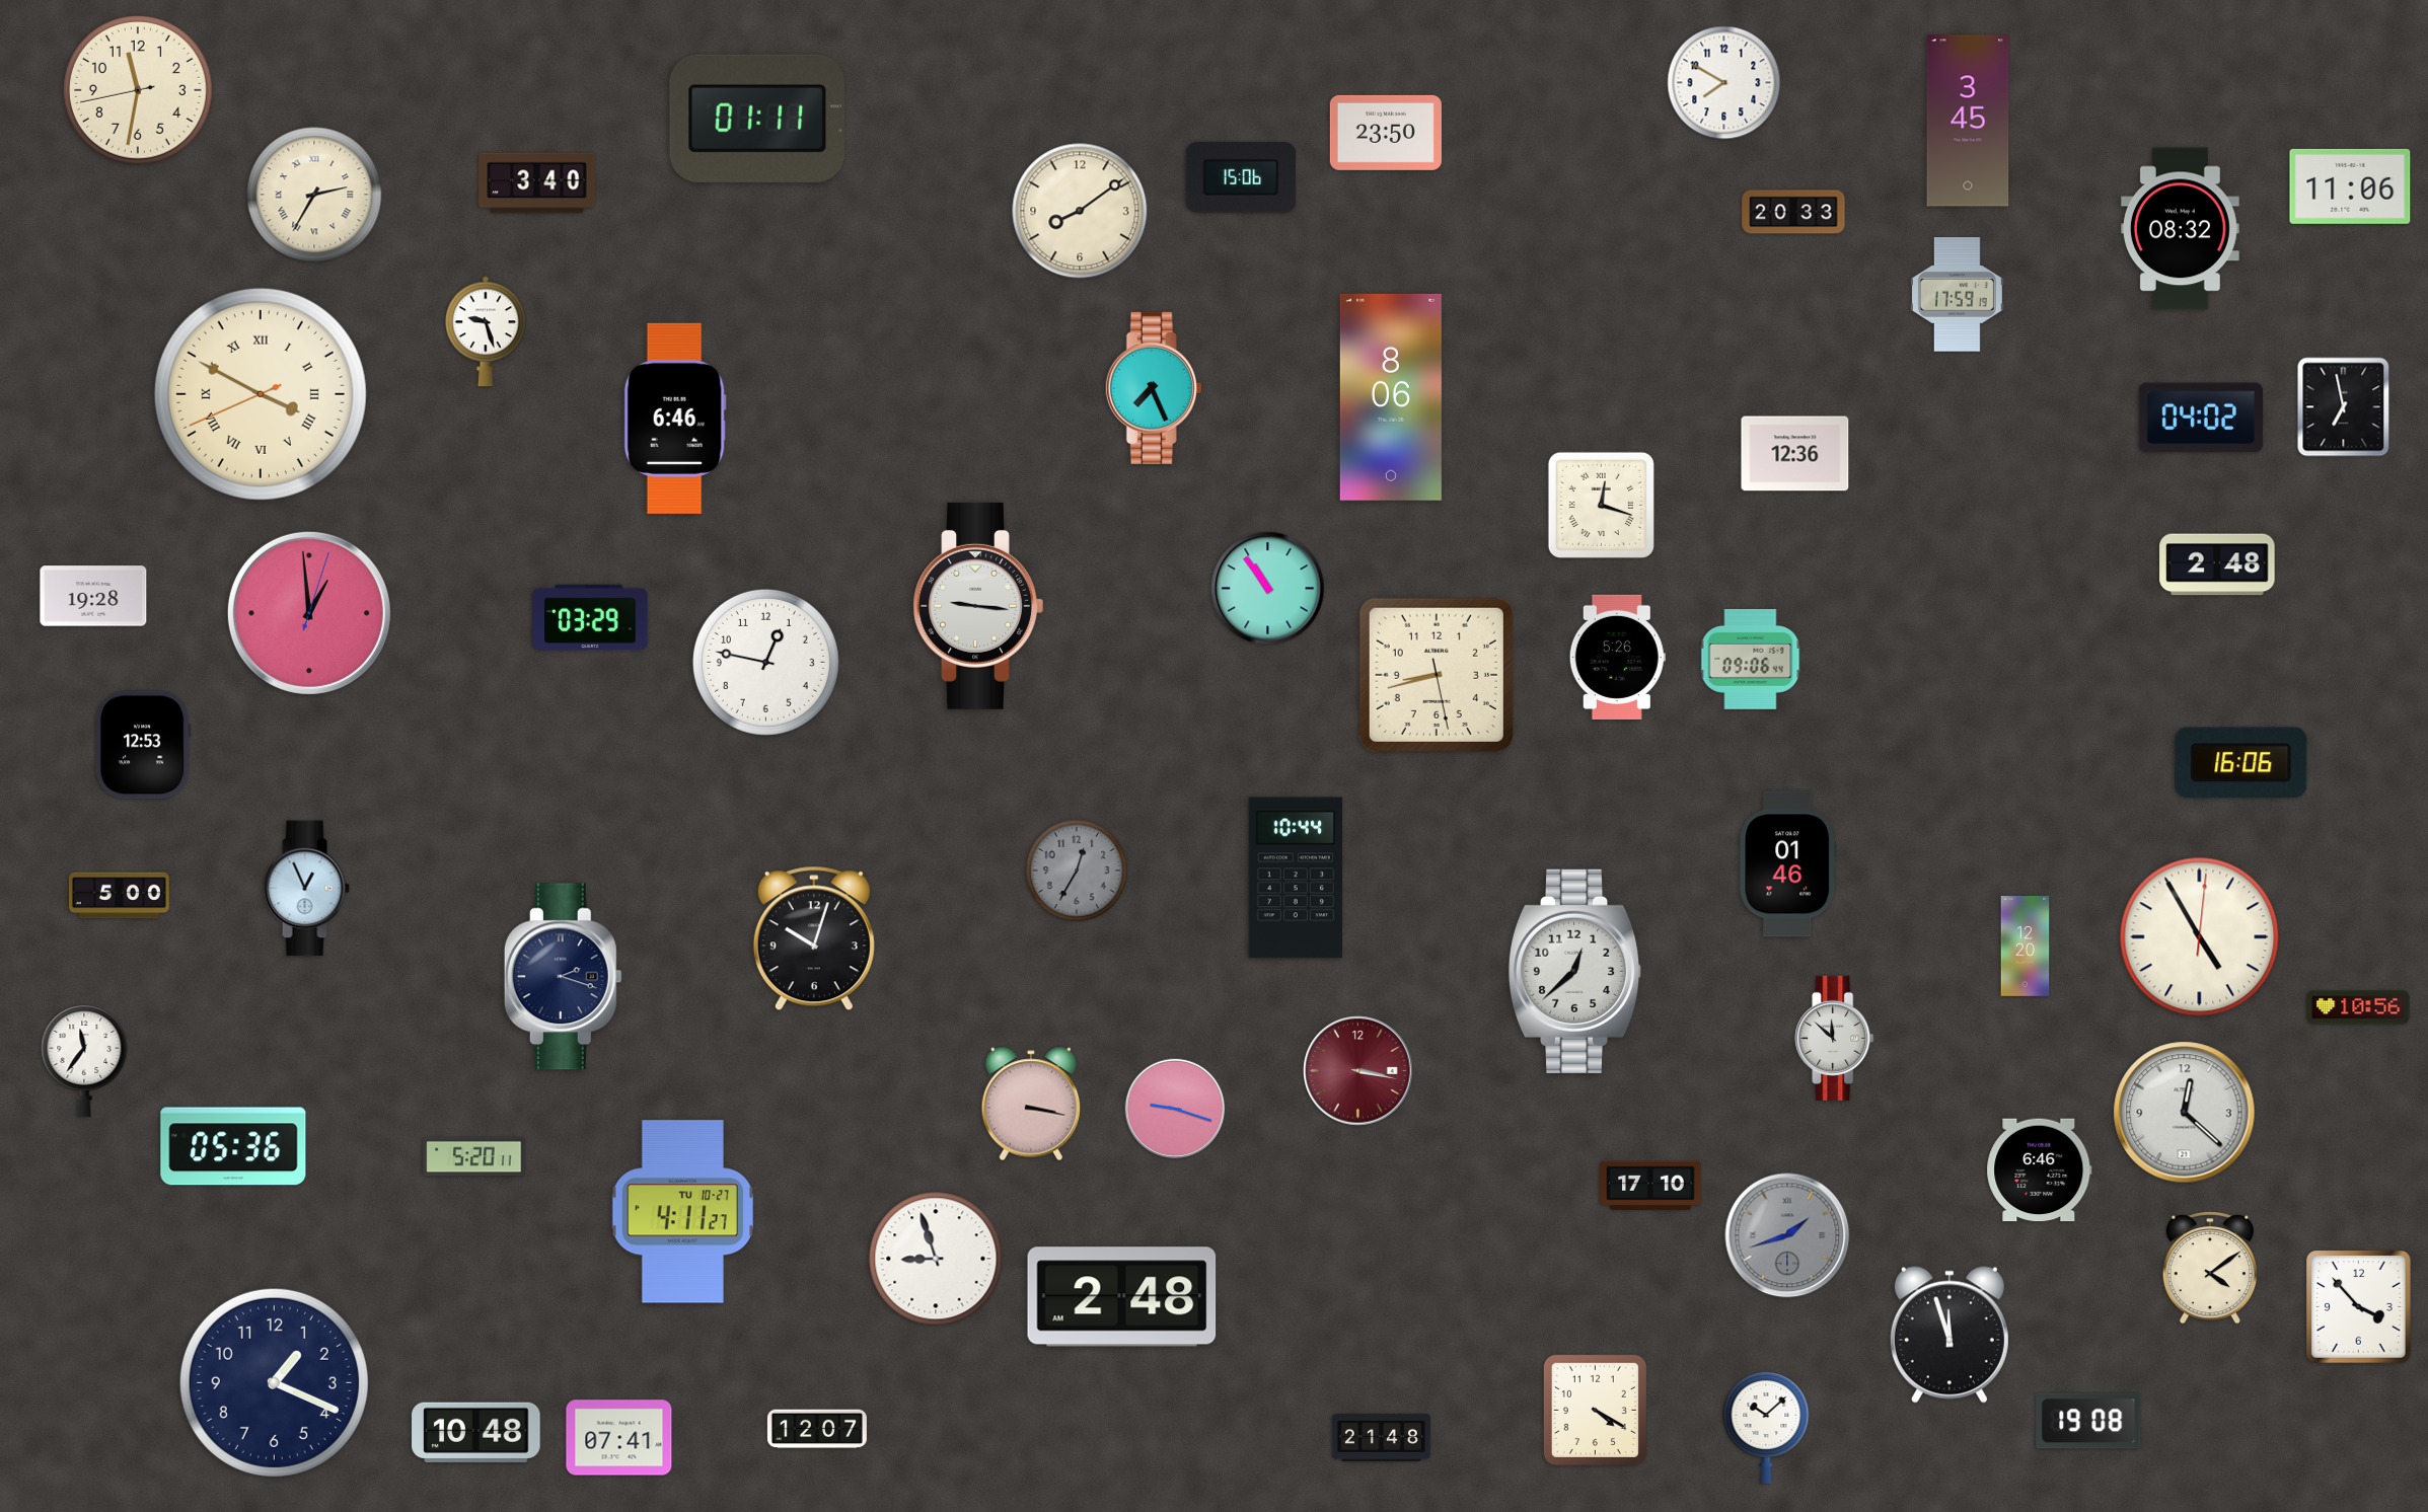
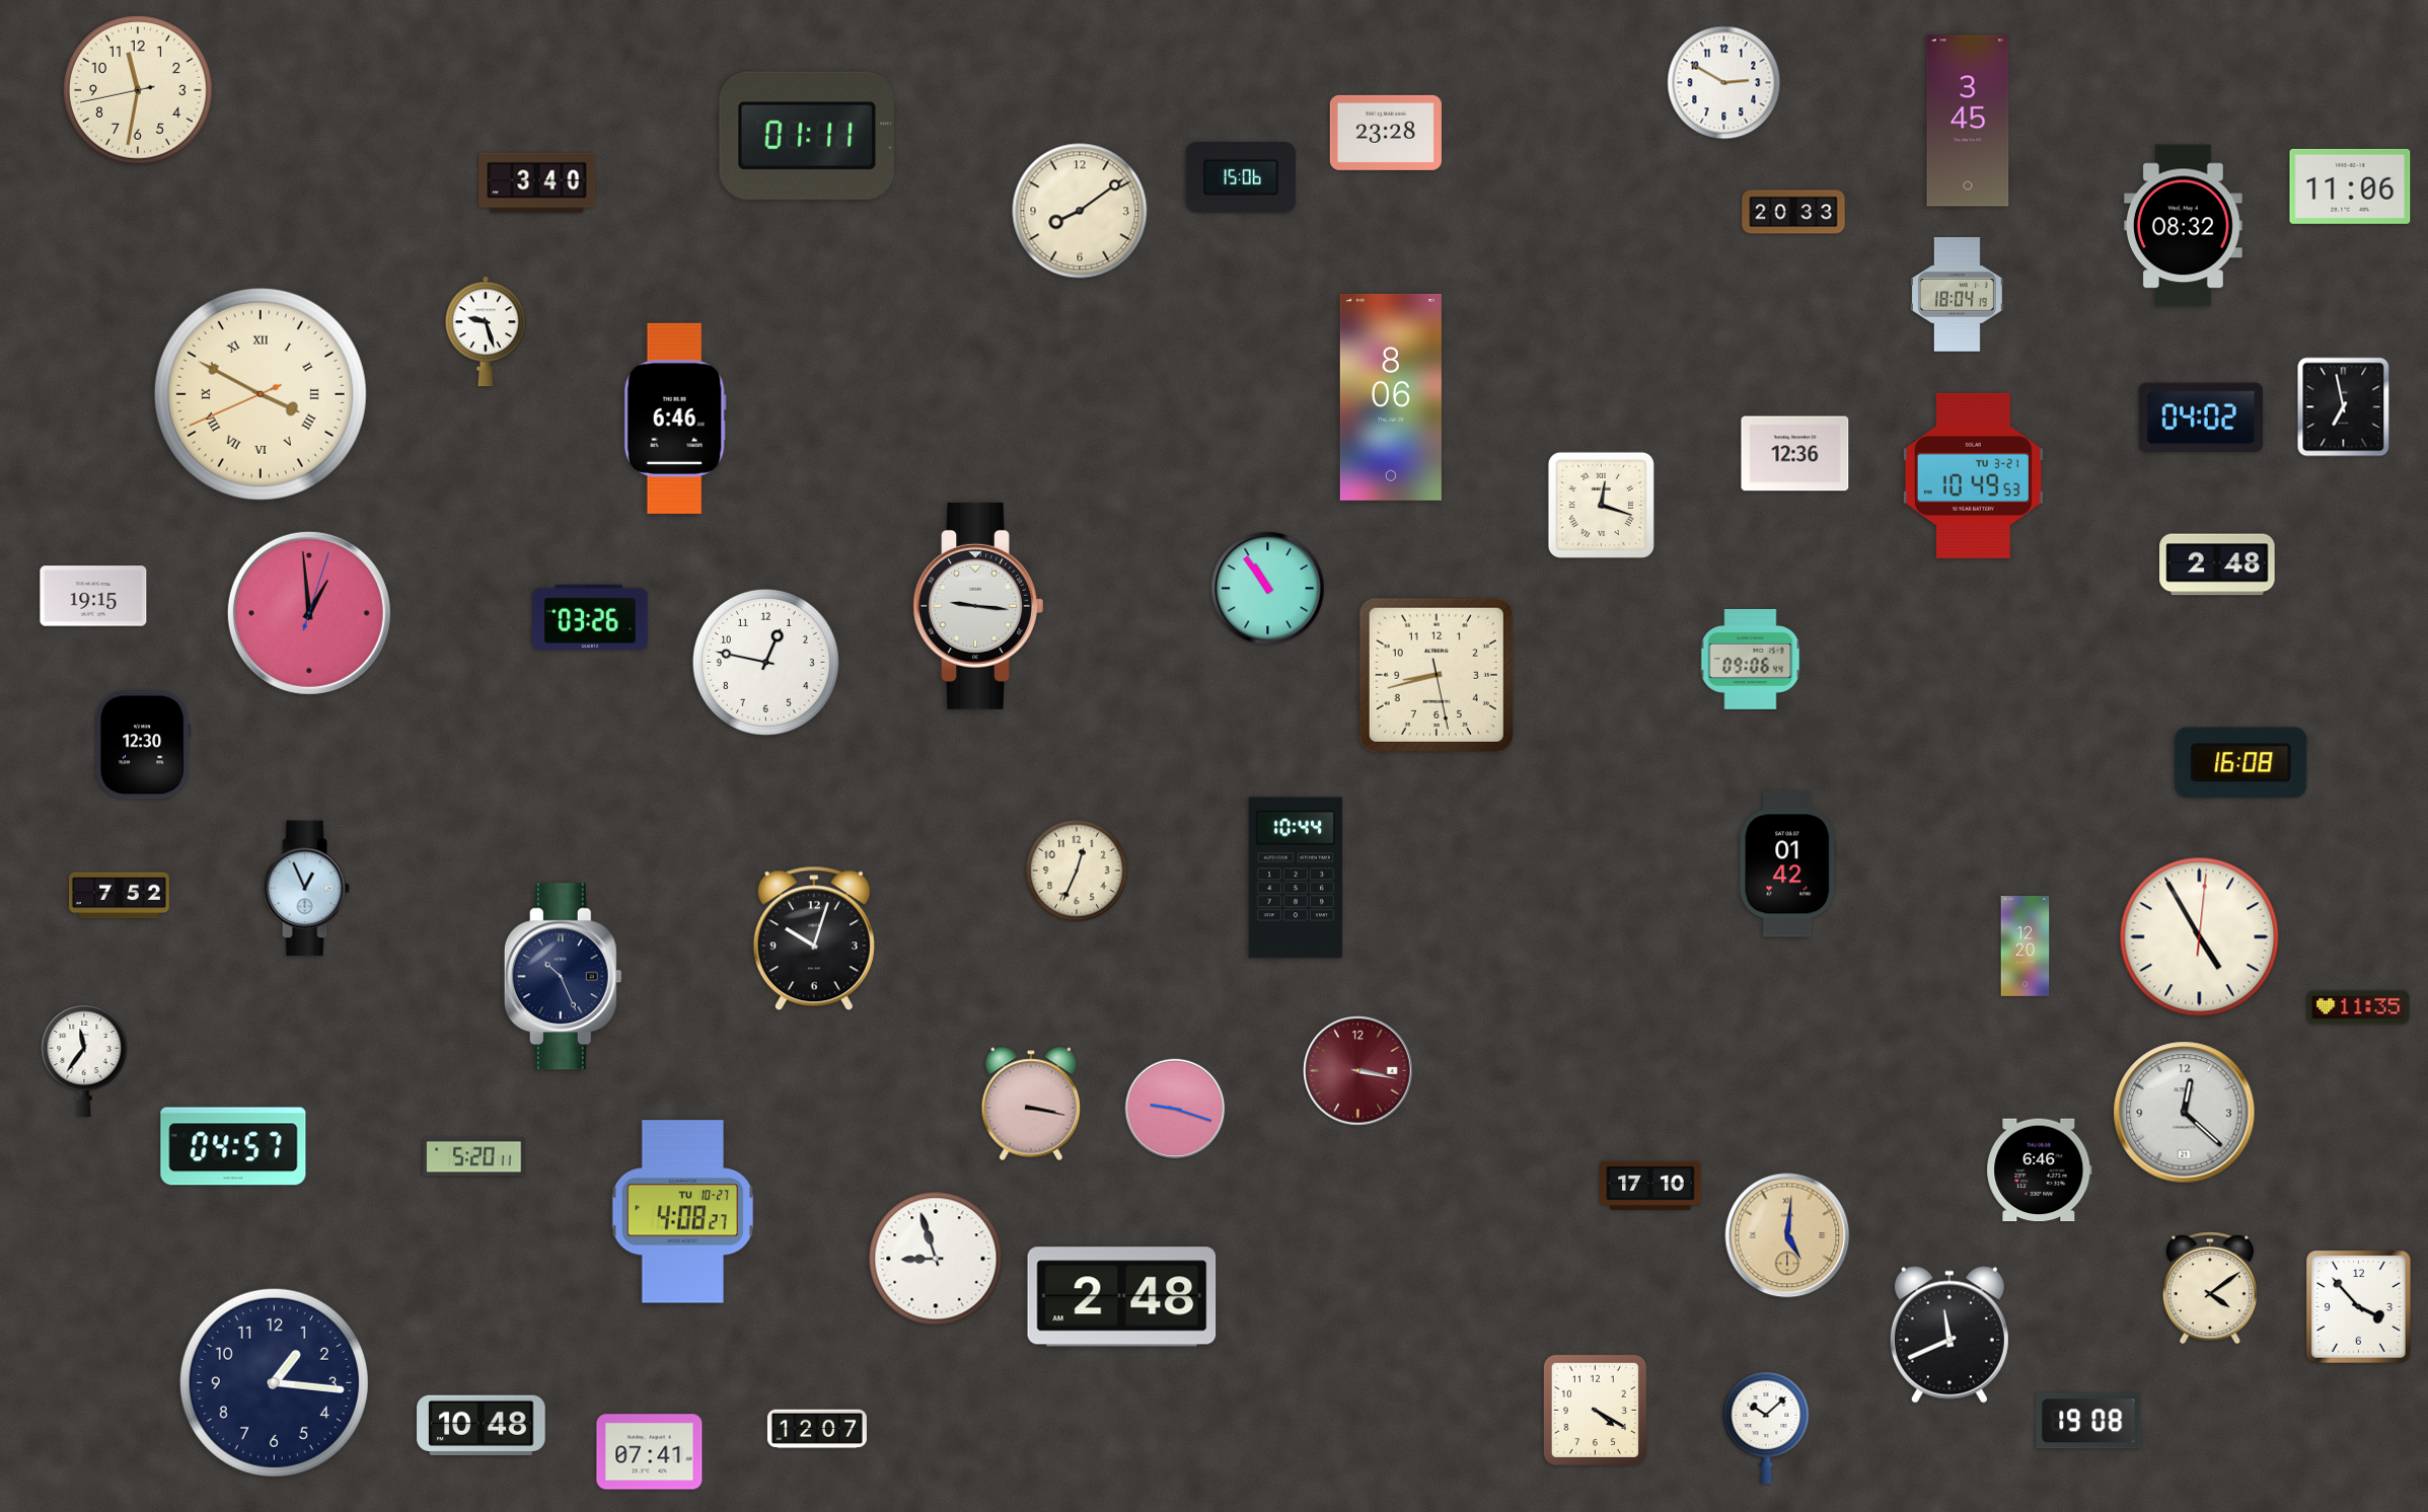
clock at (1724, 83): 7:50 -> 2:50
clock at (756, 119) position: (756, 119) -> (806, 136)
clock at (1386, 133): 23:50 -> 23:28
clock at (314, 195): 2:35 -> none
clock at (2180, 229) position: (2180, 229) -> (2183, 226)
clock at (1957, 295): 17:59 -> 18:04
clock at (1154, 388): 7:26 -> none
clock at (1973, 475): none -> 10:49
clock at (93, 596): 19:28 -> 19:15
clock at (590, 616): 03:29 -> 03:26
clock at (1617, 657): 5:26 -> none
clock at (143, 745): 12:53 -> 12:30
clock at (2241, 763): 16:06 -> 16:08
clock at (1788, 864): 01:46 -> 01:42
clock at (1077, 871): 12:35 -> 12:34
clock at (1077, 871) dial: grey -> cream
clock at (119, 896): 5:00 -> 7:52
clock at (1575, 971): 12:38 -> none
clock at (563, 977): 2:18 -> 10:26
clock at (2358, 1007): 10:56 -> 11:35
clock at (1835, 1038): 11:52 -> none
clock at (233, 1146): 05:36 -> 04:57
clock at (683, 1212): 4:11 -> 4:08
clock at (1787, 1235): 1:42 -> 5:01
clock at (1787, 1235) dial: grey -> champagne
clock at (2210, 1268) position: (2210, 1268) -> (2210, 1288)
clock at (1949, 1335): 11:57 -> 11:41
clock at (274, 1382): 1:19 -> 1:16
clock at (476, 1432) position: (476, 1432) -> (482, 1425)
clock at (1381, 1437): 21:48 -> none
clock at (619, 1438) position: (619, 1438) -> (650, 1452)
